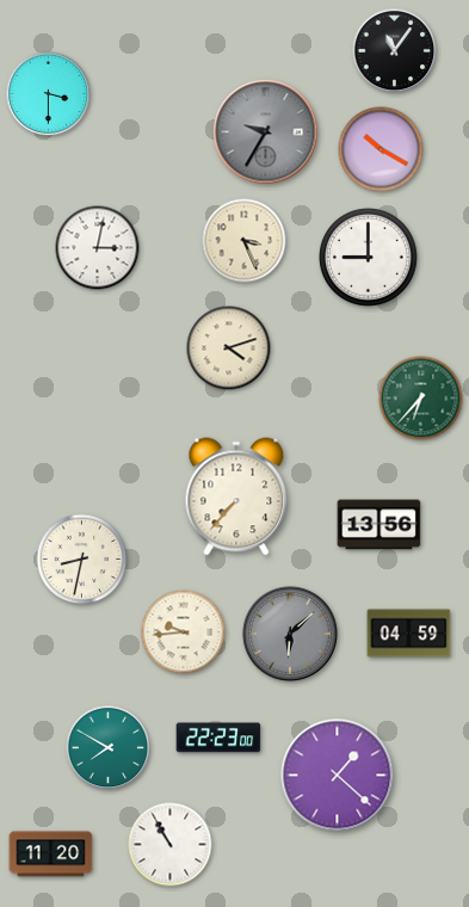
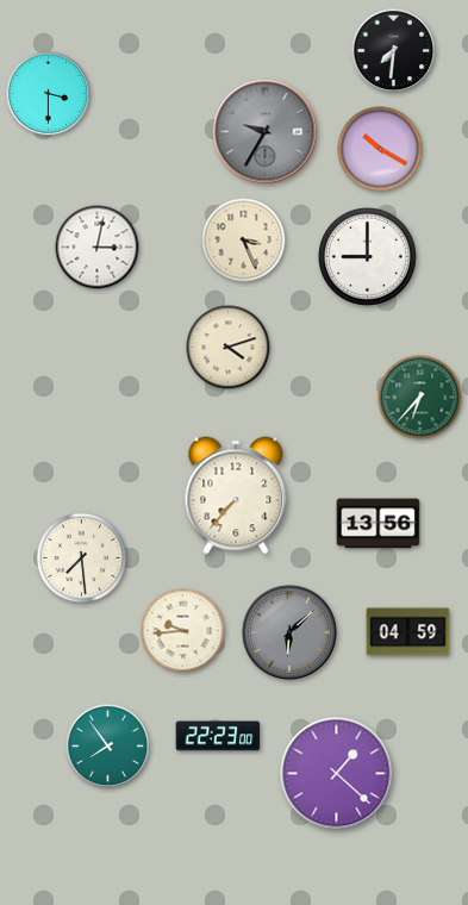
clock at (395, 51): 11:06 -> 7:31
clock at (82, 560): 8:32 -> 7:29
clock at (109, 748): 7:50 -> 7:54
clock at (171, 845): 10:55 -> none
clock at (51, 854): 11:20 -> none
